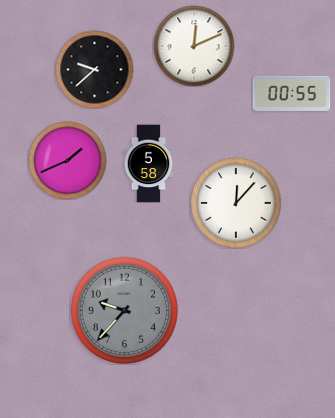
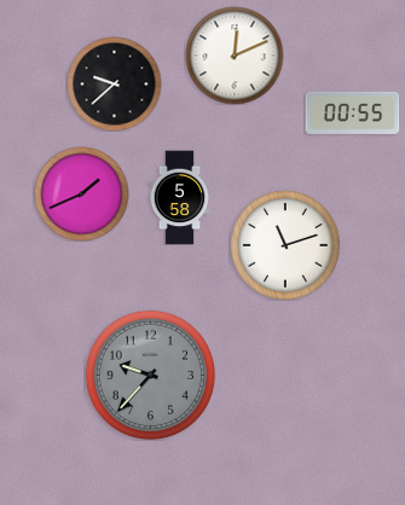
clock at (236, 203): 12:07 -> 11:12
